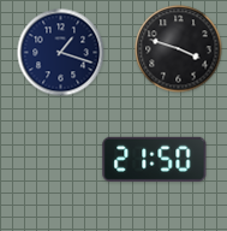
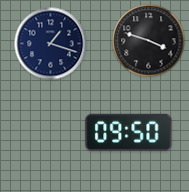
clock at (155, 159): 21:50 -> 09:50
